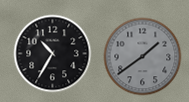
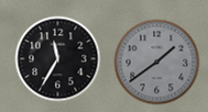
clock at (52, 53): 10:35 -> 11:35
